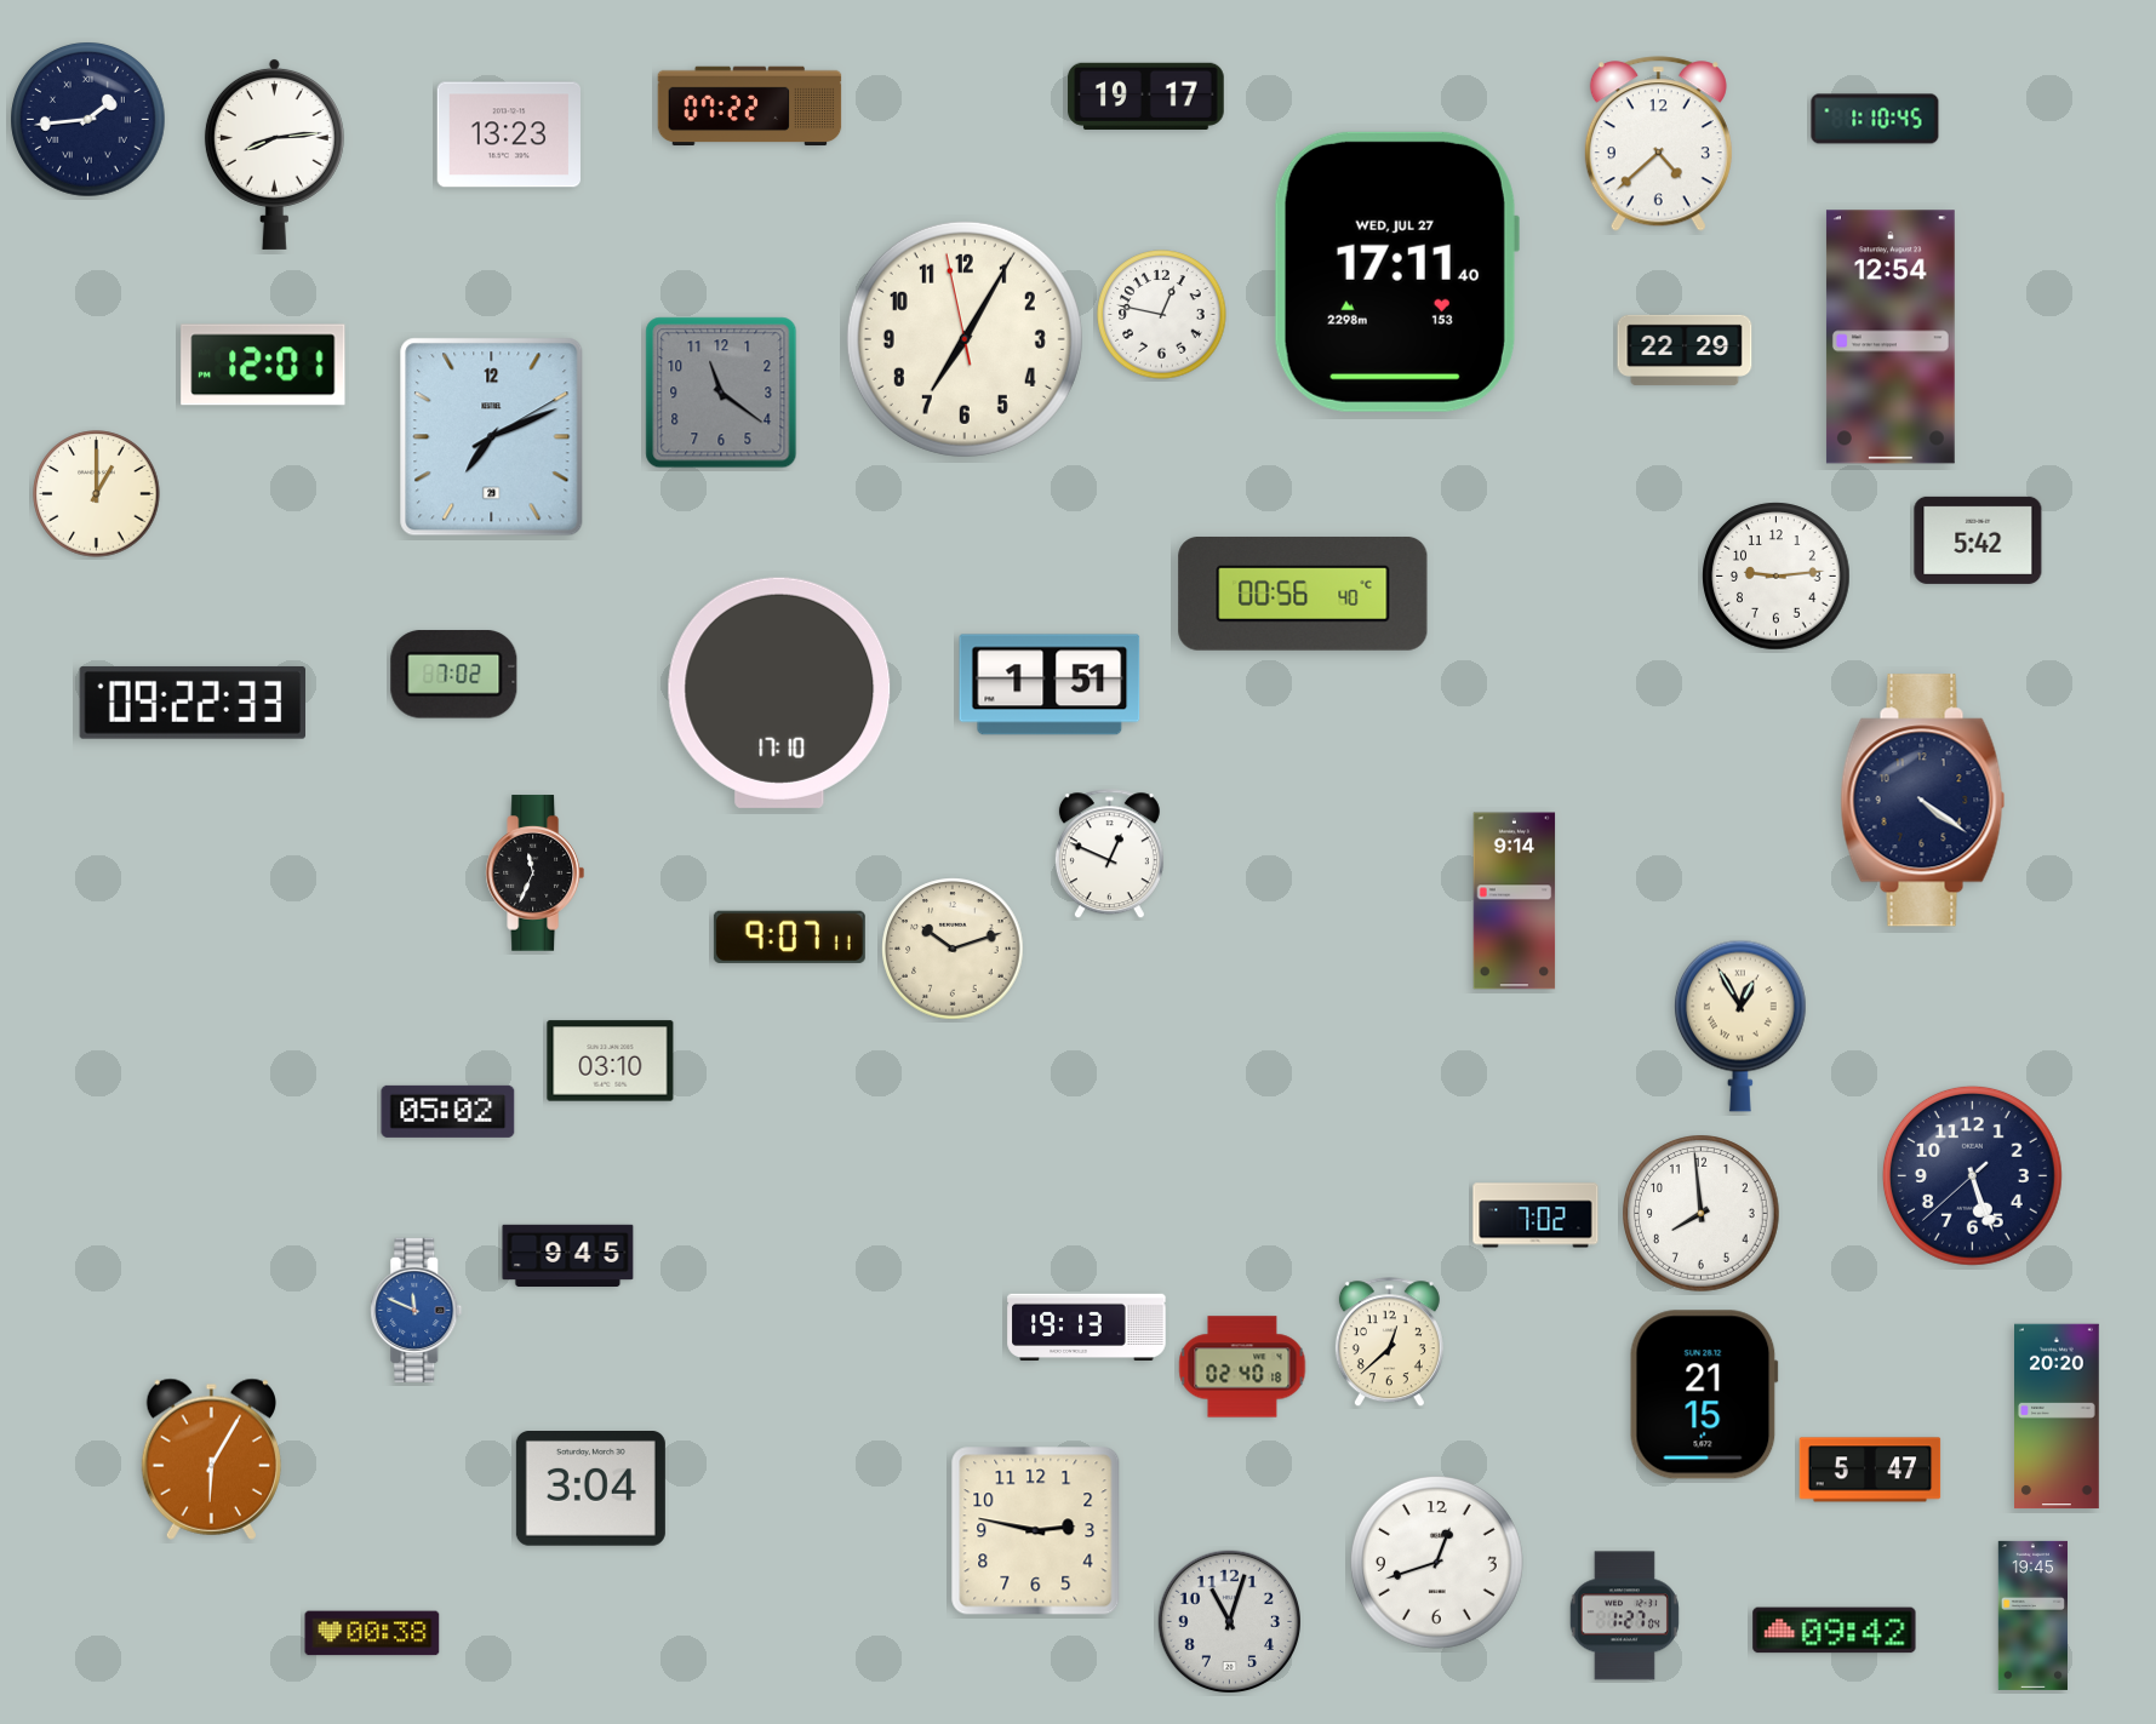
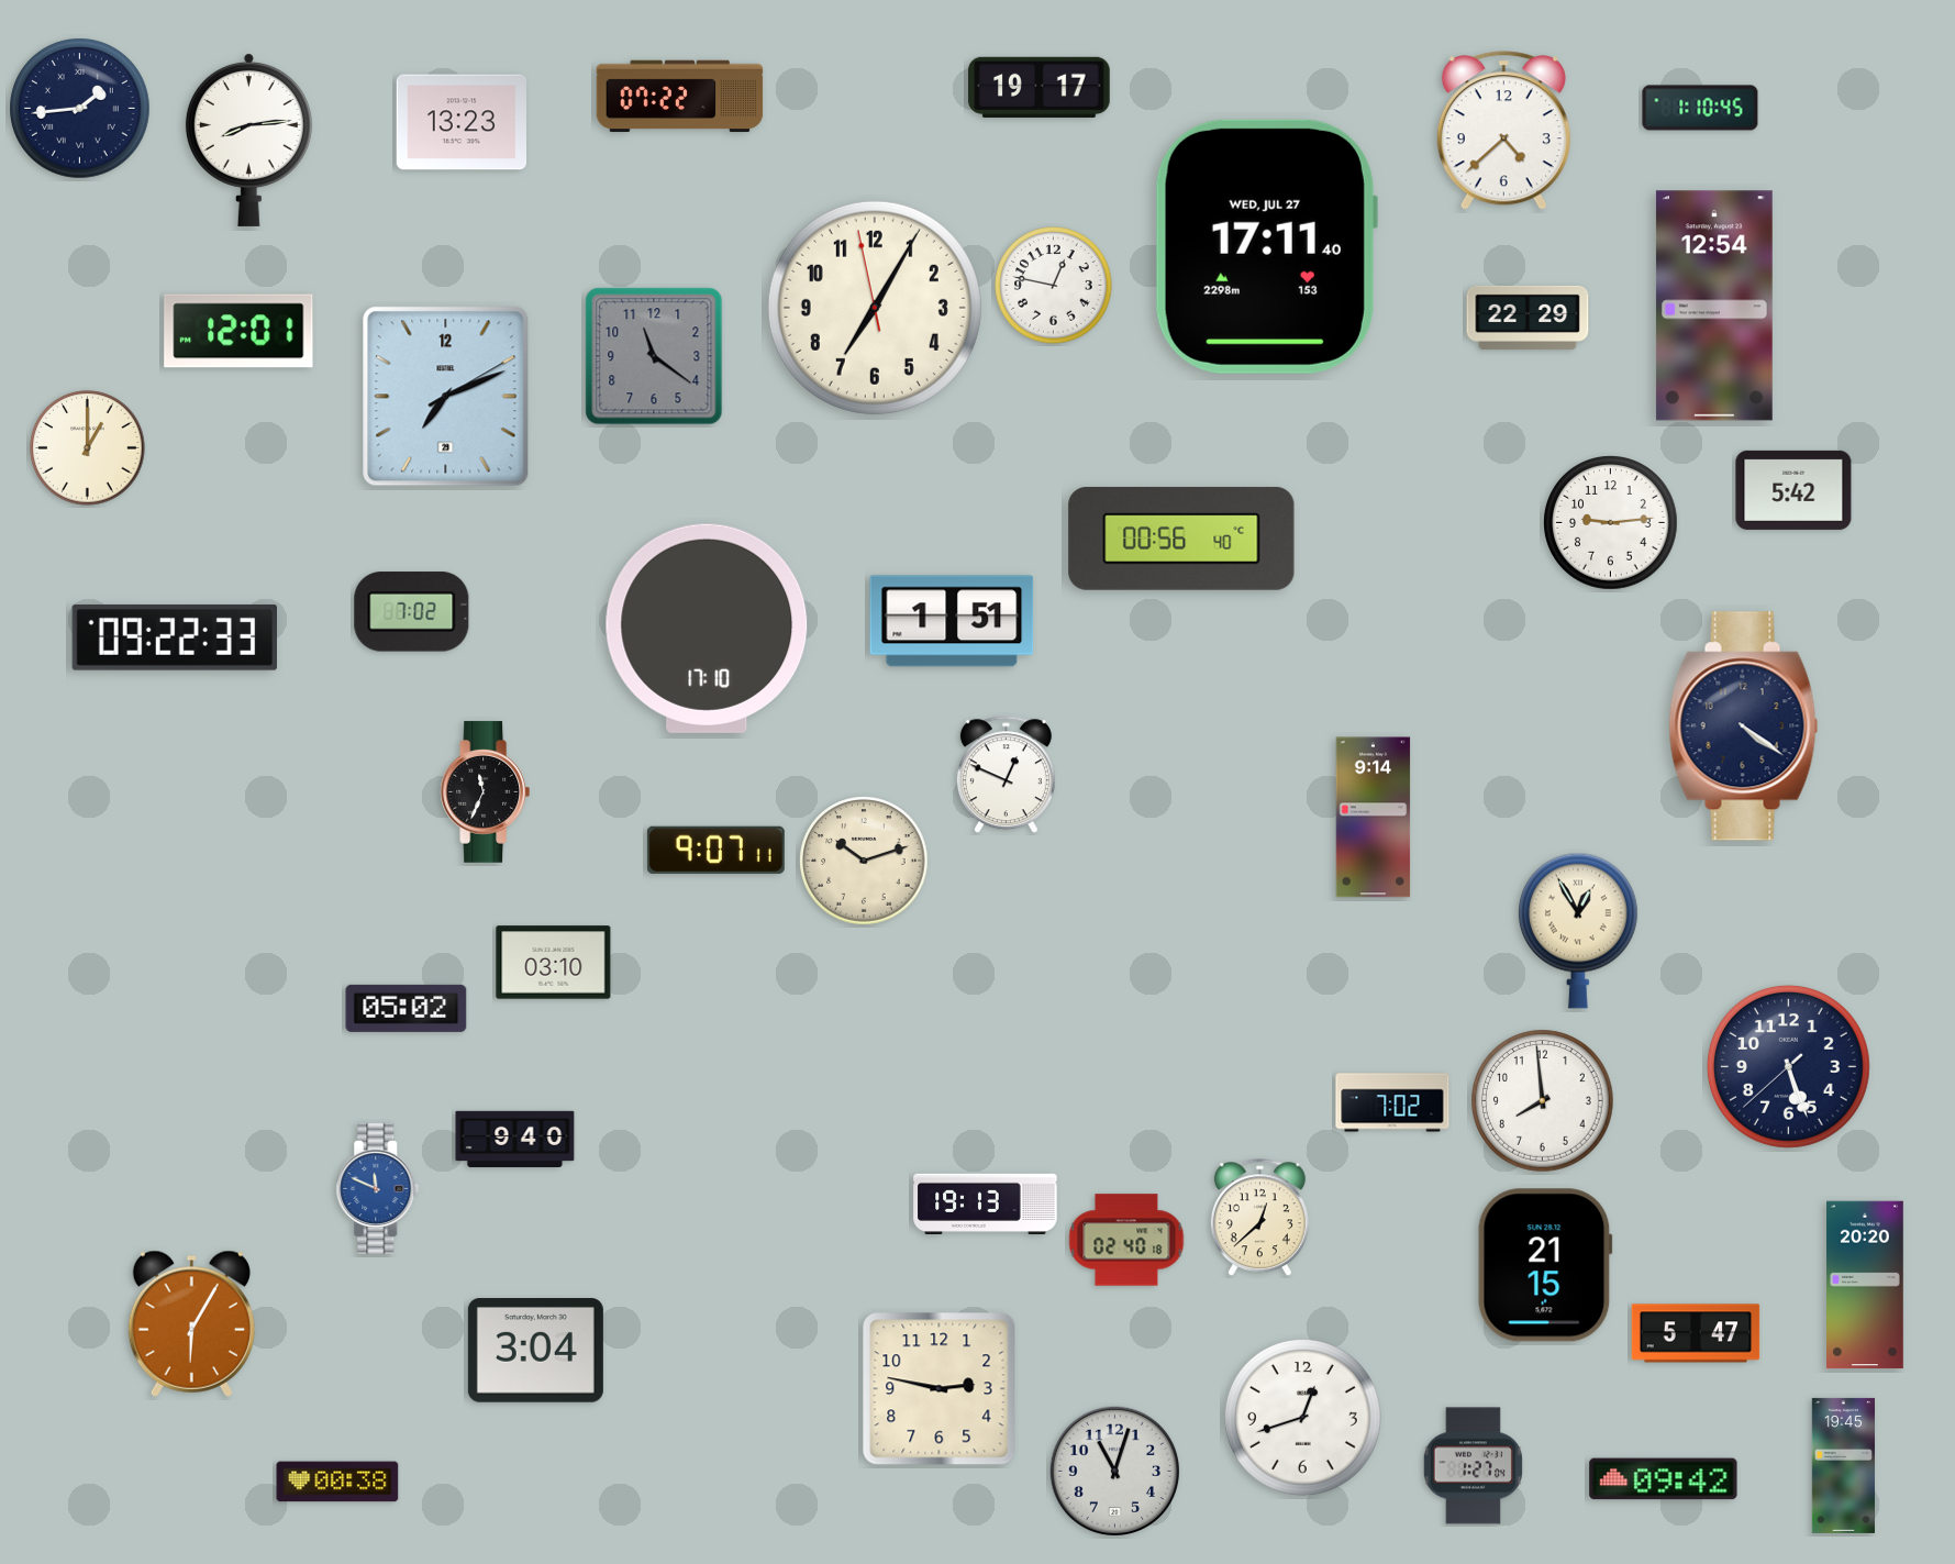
clock at (568, 1256): 9:45 -> 9:40
